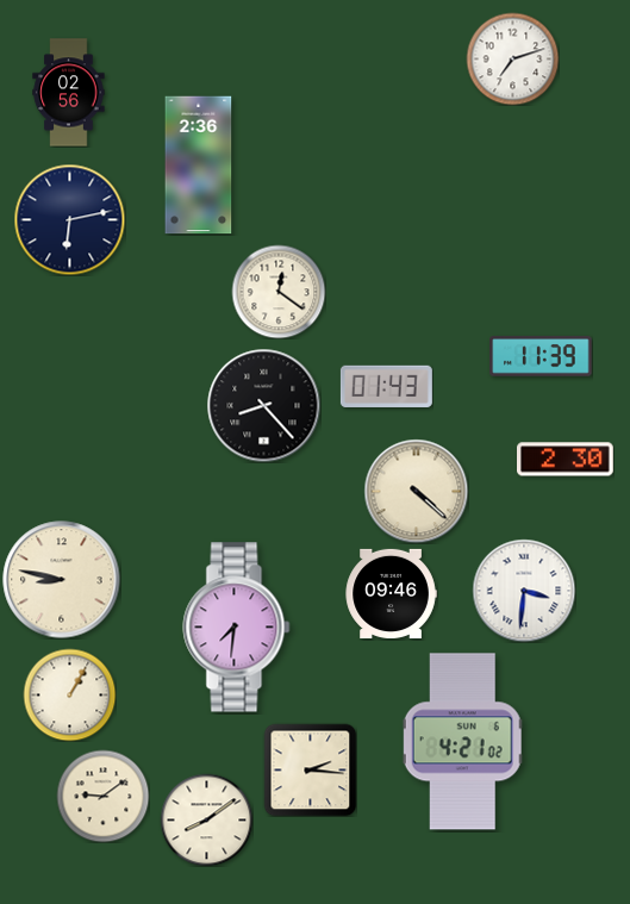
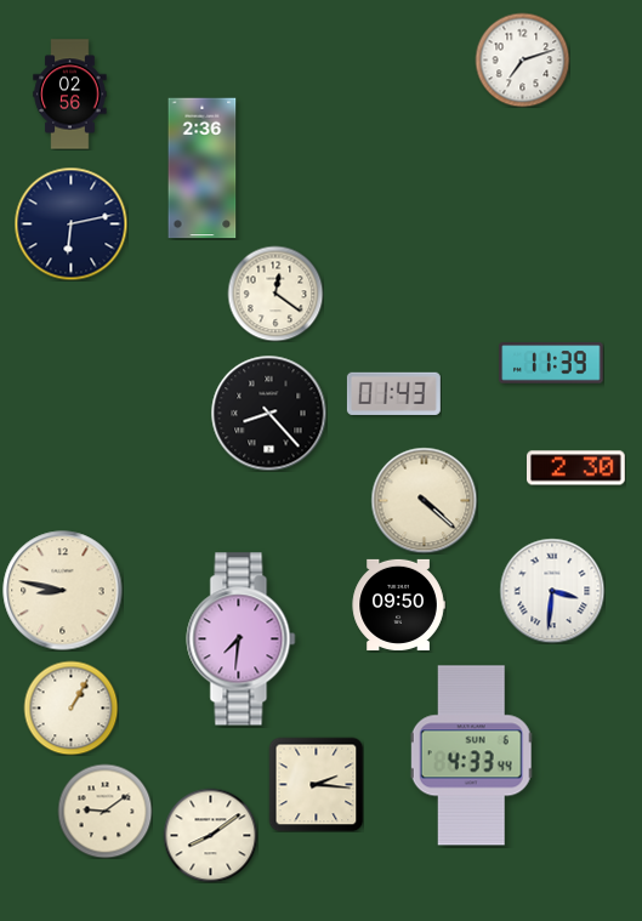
clock at (279, 292) position: (279, 292) -> (275, 294)
clock at (524, 591) position: (524, 591) -> (552, 591)
clock at (391, 593): 09:46 -> 09:50
clock at (463, 742): 4:21 -> 4:33
